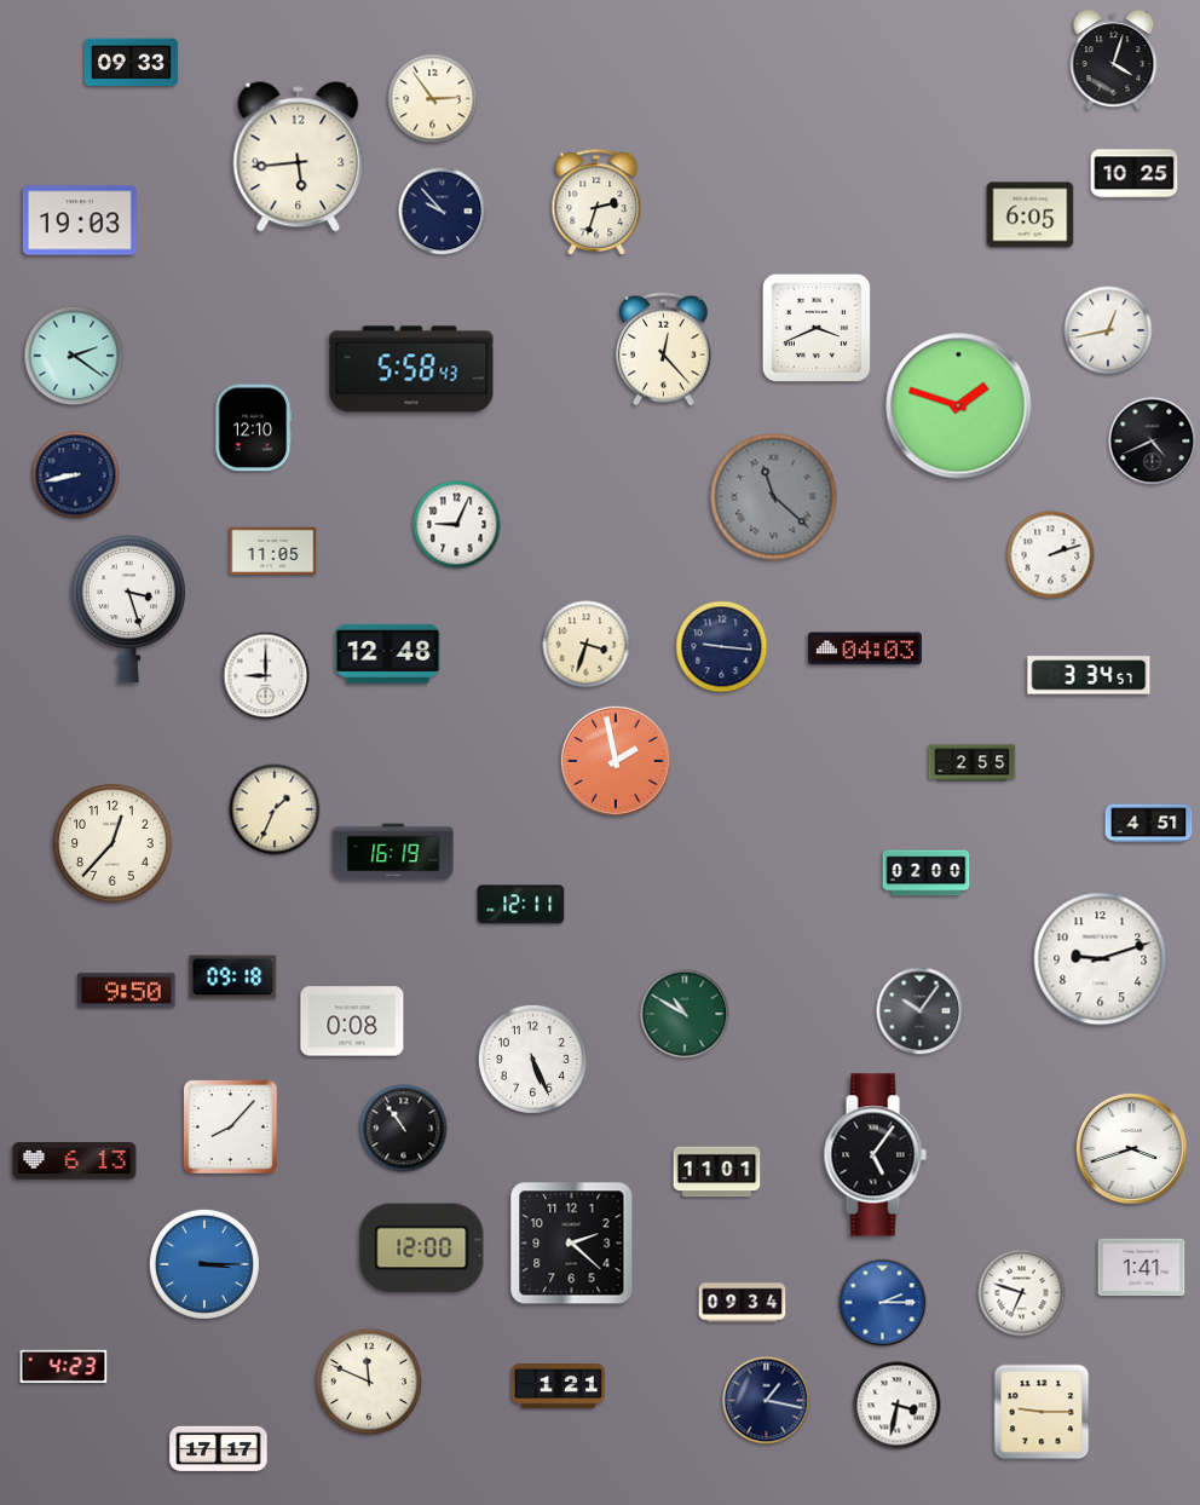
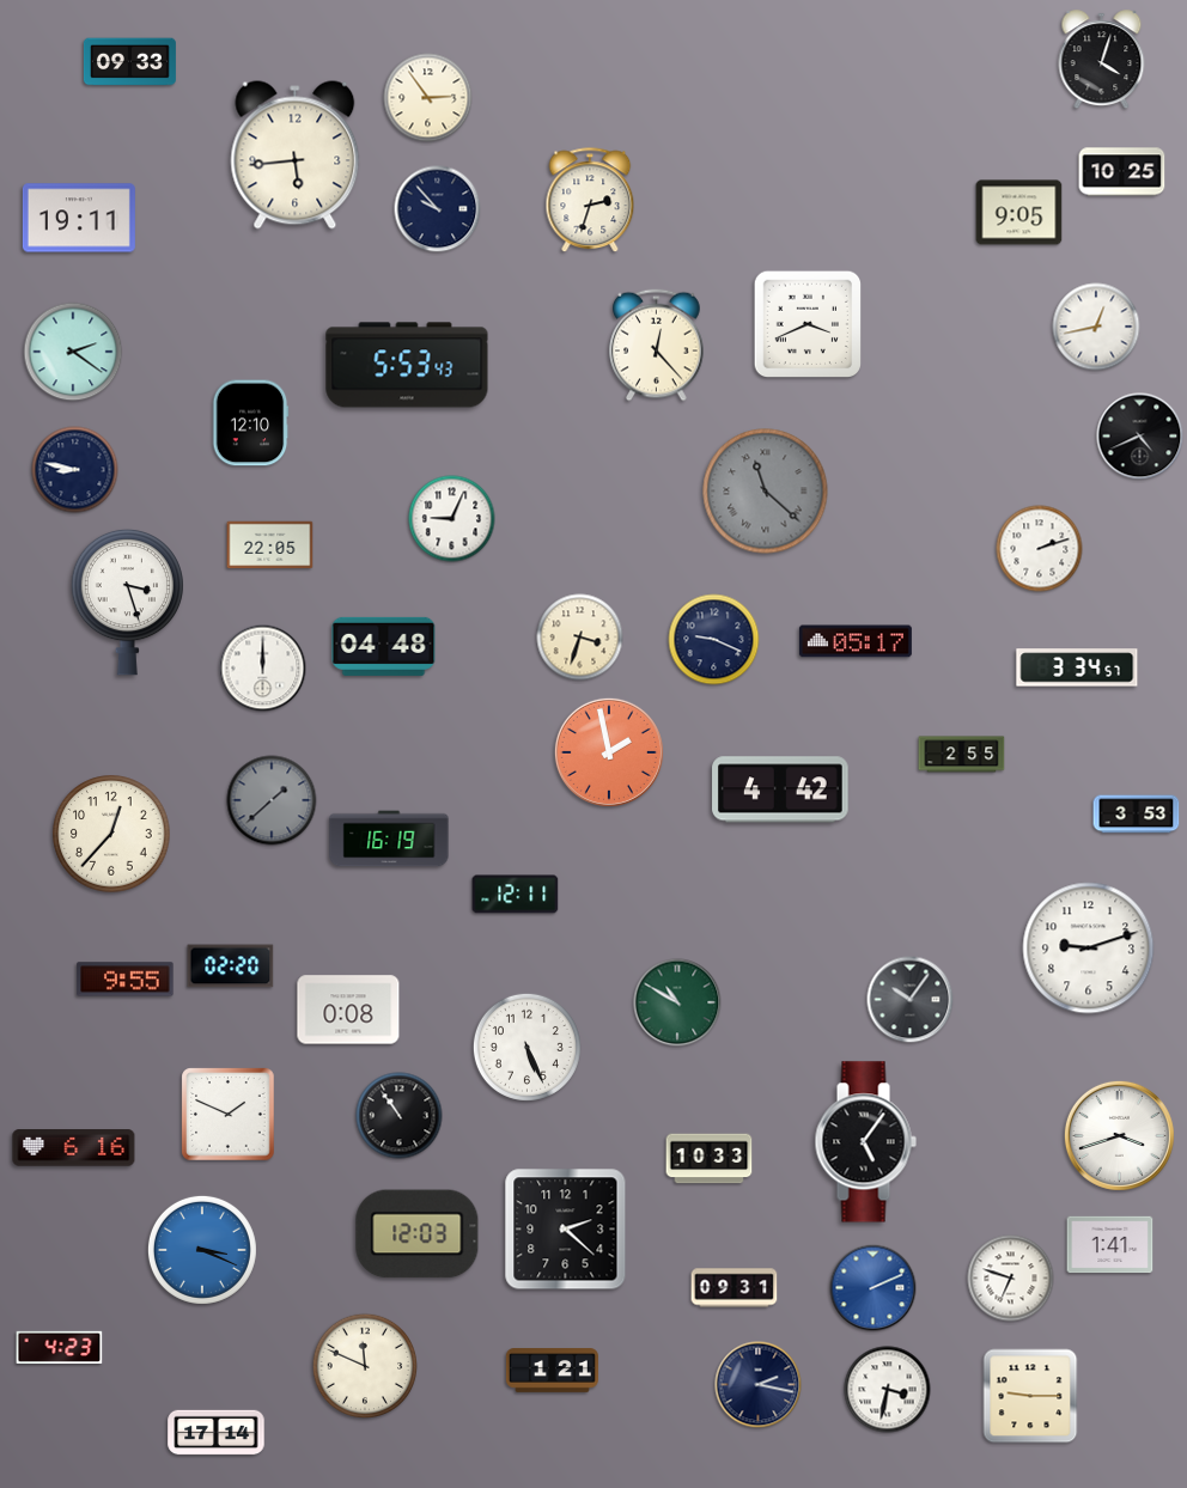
clock at (1031, 215): 6:05 -> 9:05
clock at (80, 220): 19:03 -> 19:11
clock at (411, 369): 5:58 -> 5:53
clock at (959, 406): 1:48 -> none
clock at (76, 475): 8:43 -> 8:47
clock at (273, 552): 11:05 -> 22:05
clock at (722, 647): 9:16 -> 9:19
clock at (865, 648): 04:03 -> 05:17
clock at (388, 653): 12:48 -> 04:48
clock at (266, 676): 9:00 -> 12:00
clock at (780, 789): none -> 4:42
clock at (275, 809): 1:34 -> 1:38
clock at (275, 809) dial: cream -> grey
clock at (1149, 824): 4:51 -> 3:53
clock at (393, 852) position: (393, 852) -> (389, 838)
clock at (927, 873): 02:00 -> none
clock at (233, 978): 09:18 -> 02:20
clock at (127, 991): 9:50 -> 9:55
clock at (231, 1128): 8:07 -> 1:49
clock at (75, 1161): 6:13 -> 6:16
clock at (717, 1172): 11:01 -> 10:33
clock at (422, 1249): 12:00 -> 12:03
clock at (204, 1264): 3:15 -> 3:19
clock at (1142, 1268) position: (1142, 1268) -> (1110, 1245)
clock at (743, 1303): 09:34 -> 09:31
clock at (883, 1303): 2:15 -> 2:11
clock at (64, 1366) position: (64, 1366) -> (60, 1347)
clock at (767, 1401): 1:17 -> 2:17
clock at (219, 1449): 17:17 -> 17:14
